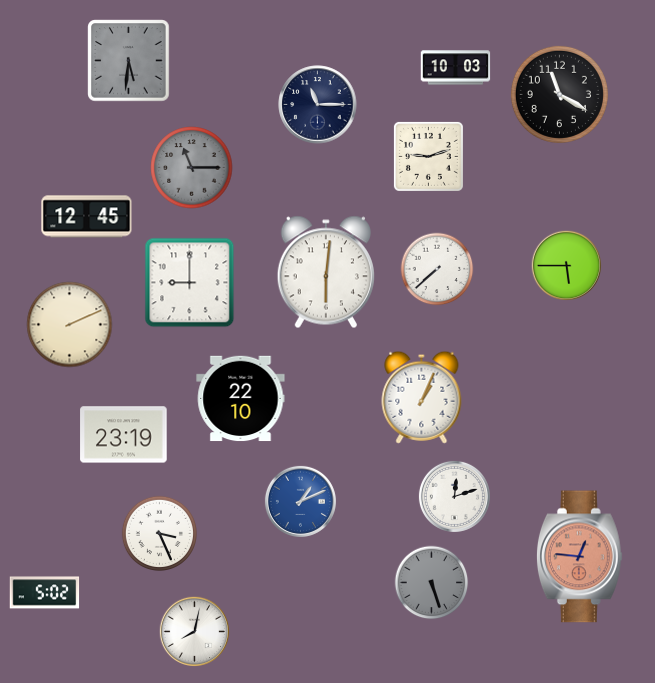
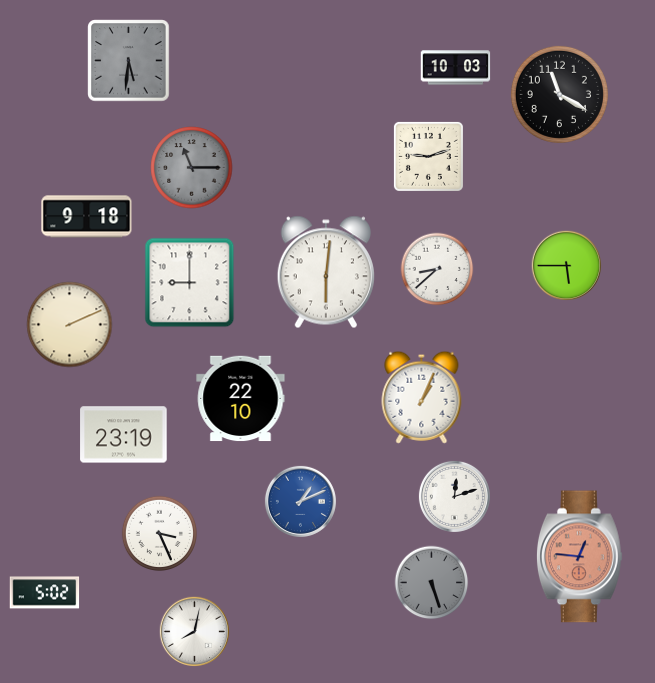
clock at (318, 105): 11:15 -> none
clock at (87, 217): 12:45 -> 9:18
clock at (437, 269): 7:38 -> 8:38
